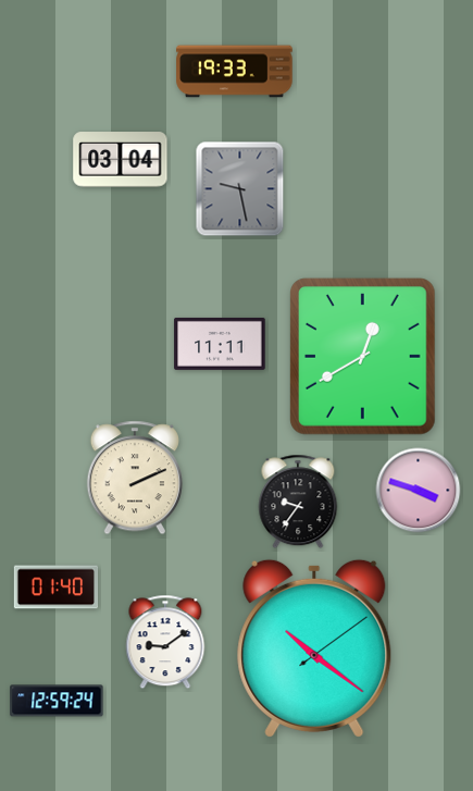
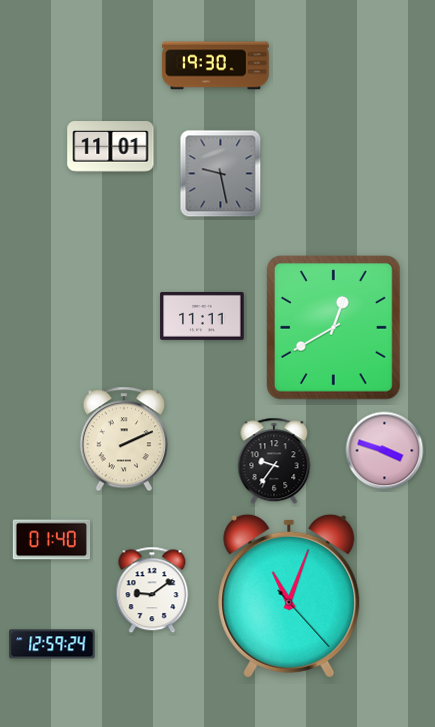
clock at (235, 72): 19:33 -> 19:30
clock at (121, 160): 03:04 -> 11:01
clock at (314, 648): 10:21 -> 11:03
